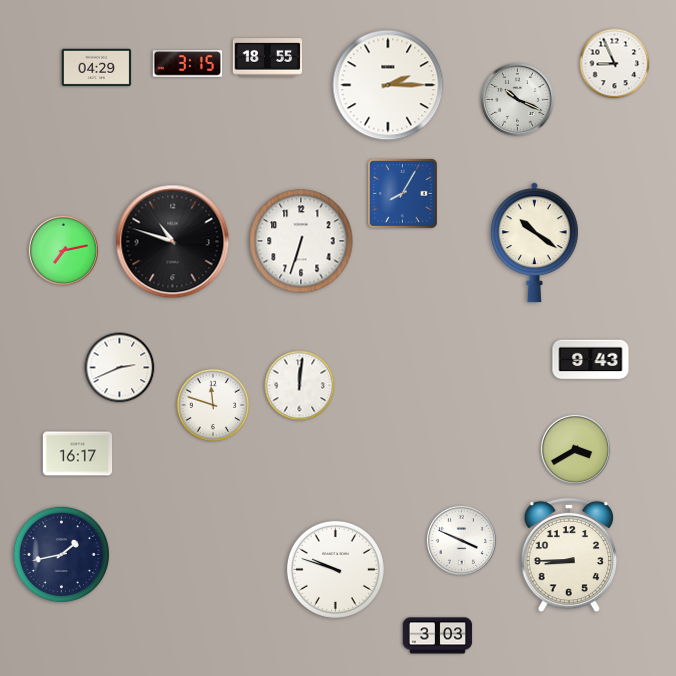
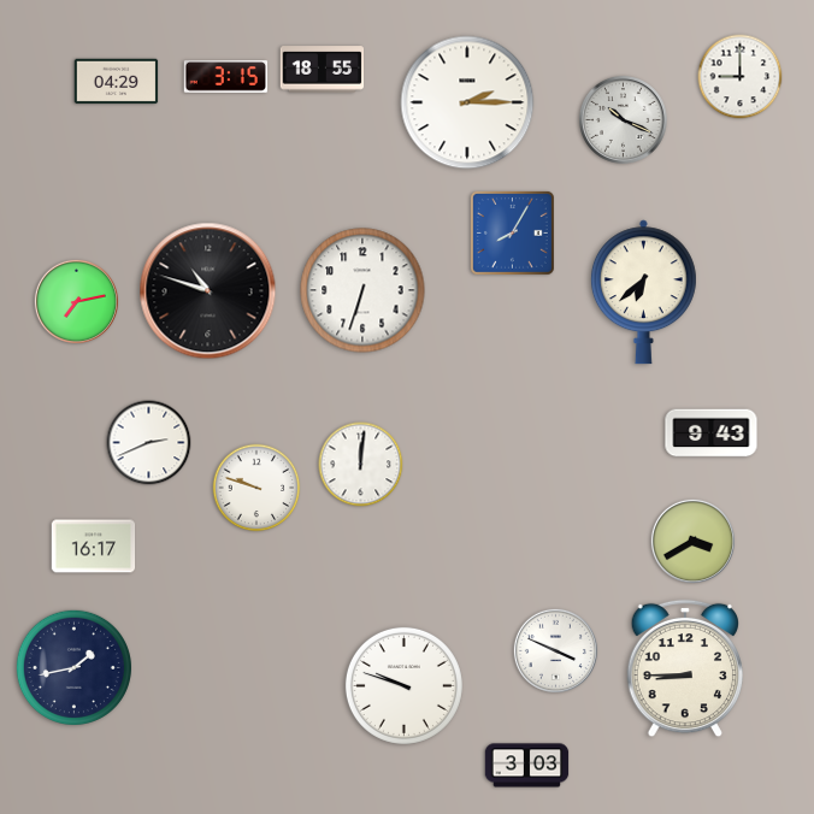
clock at (615, 64): 8:56 -> 9:00
clock at (402, 193) position: (402, 193) -> (512, 232)
clock at (534, 243): 10:21 -> 6:38
clock at (120, 368) position: (120, 368) -> (149, 443)
clock at (213, 405): 11:48 -> 9:48
